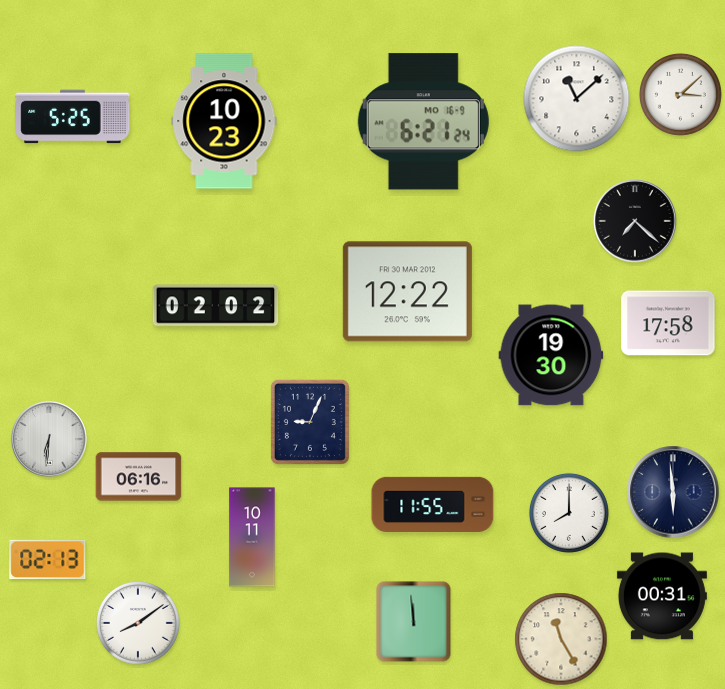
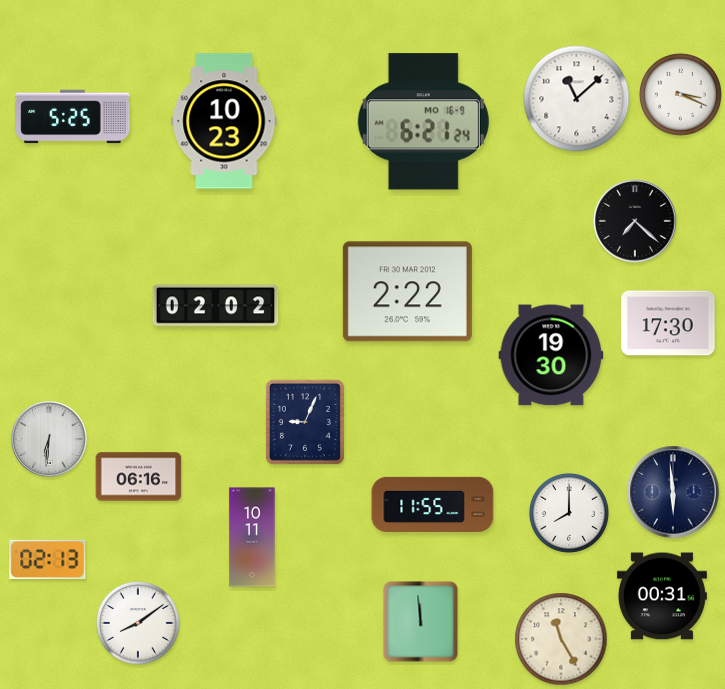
clock at (680, 94): 3:08 -> 3:19
clock at (407, 292): 12:22 -> 2:22
clock at (668, 323): 17:58 -> 17:30
clock at (310, 422) position: (310, 422) -> (305, 422)
clock at (414, 622) position: (414, 622) -> (421, 622)
